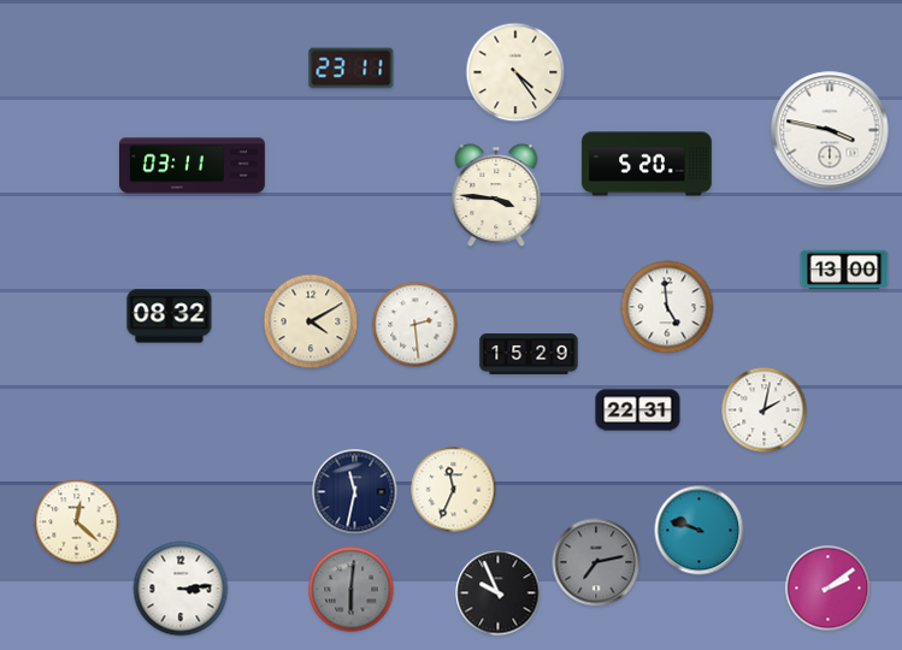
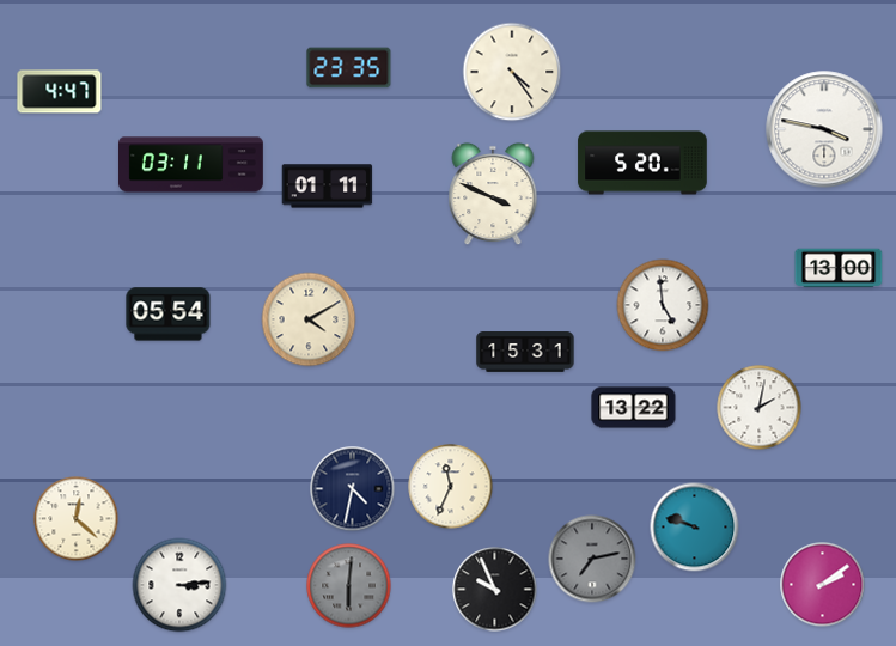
clock at (352, 69): 23:11 -> 23:35
clock at (60, 92): none -> 4:47
clock at (328, 187): none -> 01:11
clock at (496, 195): 3:46 -> 3:49
clock at (170, 317): 08:32 -> 05:54
clock at (415, 325): 2:29 -> none
clock at (529, 355): 15:29 -> 15:31
clock at (638, 410): 22:31 -> 13:22
clock at (355, 492): 11:32 -> 4:32
